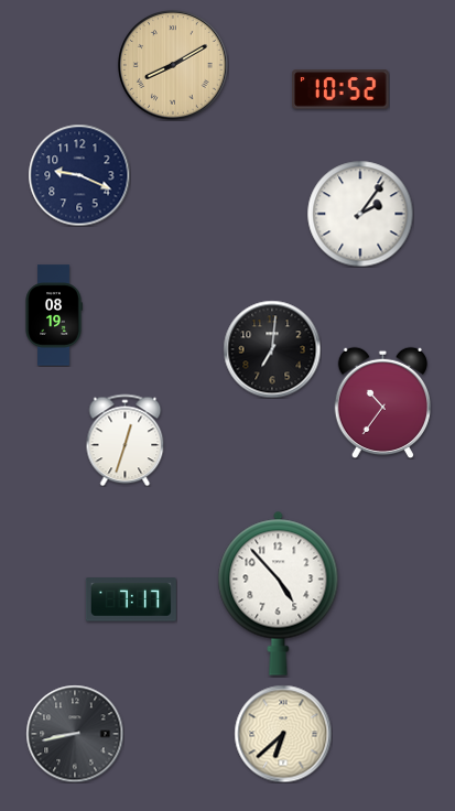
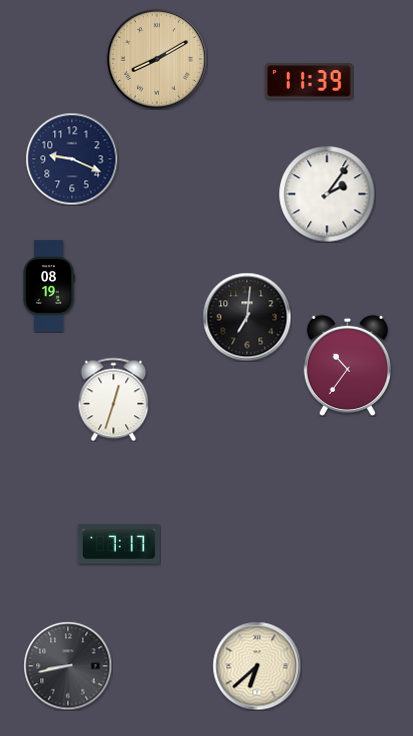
clock at (342, 89): 10:52 -> 11:39
clock at (279, 593): 4:53 -> none
